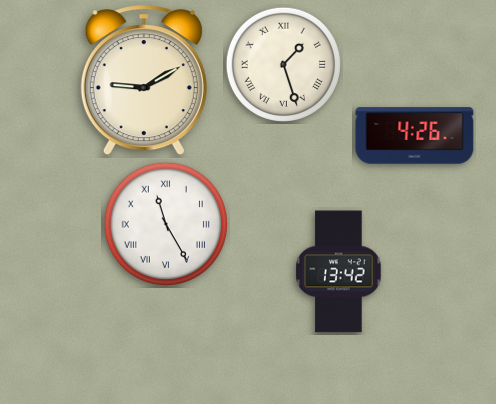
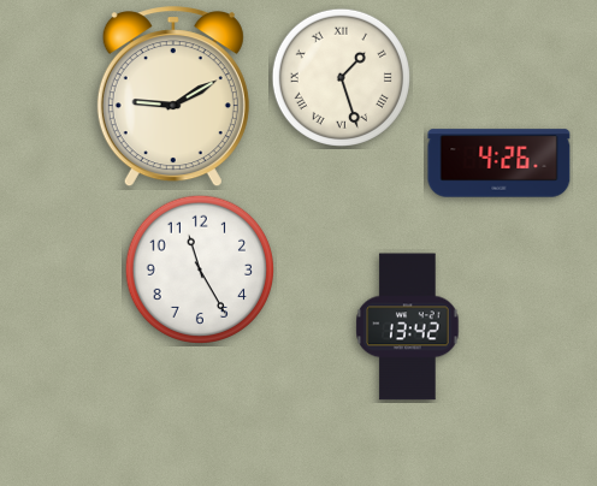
clock at (165, 223) numerals: Roman -> Arabic
